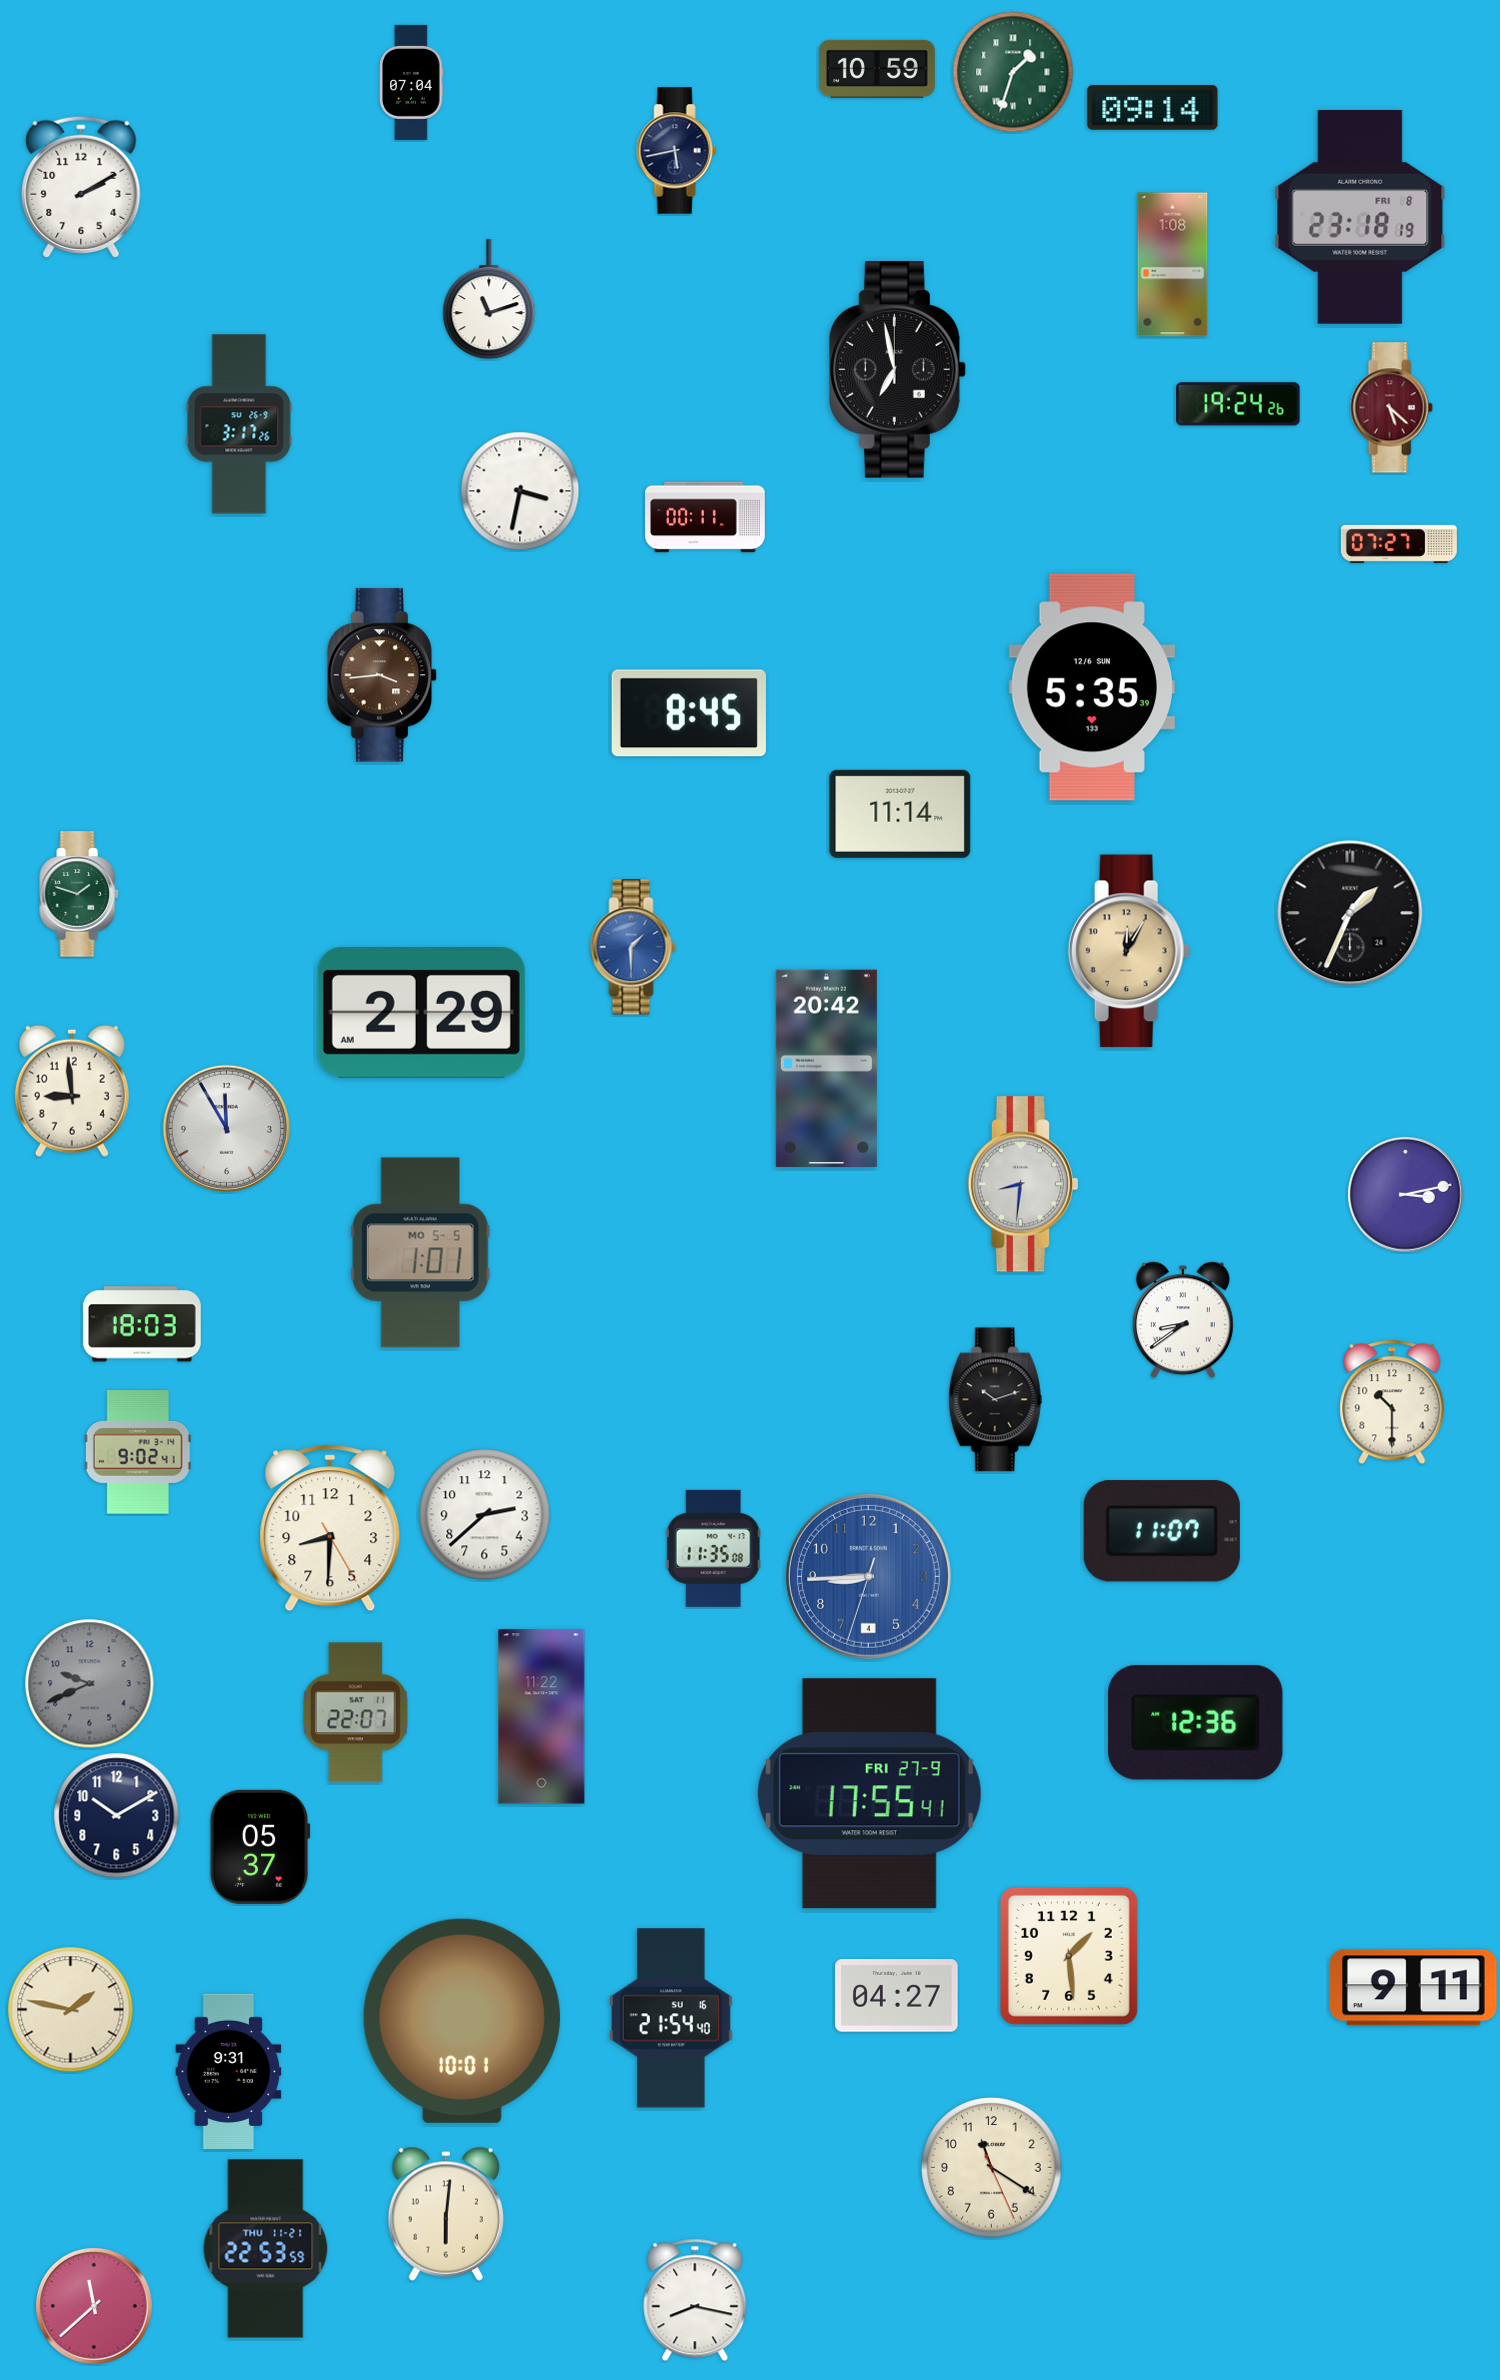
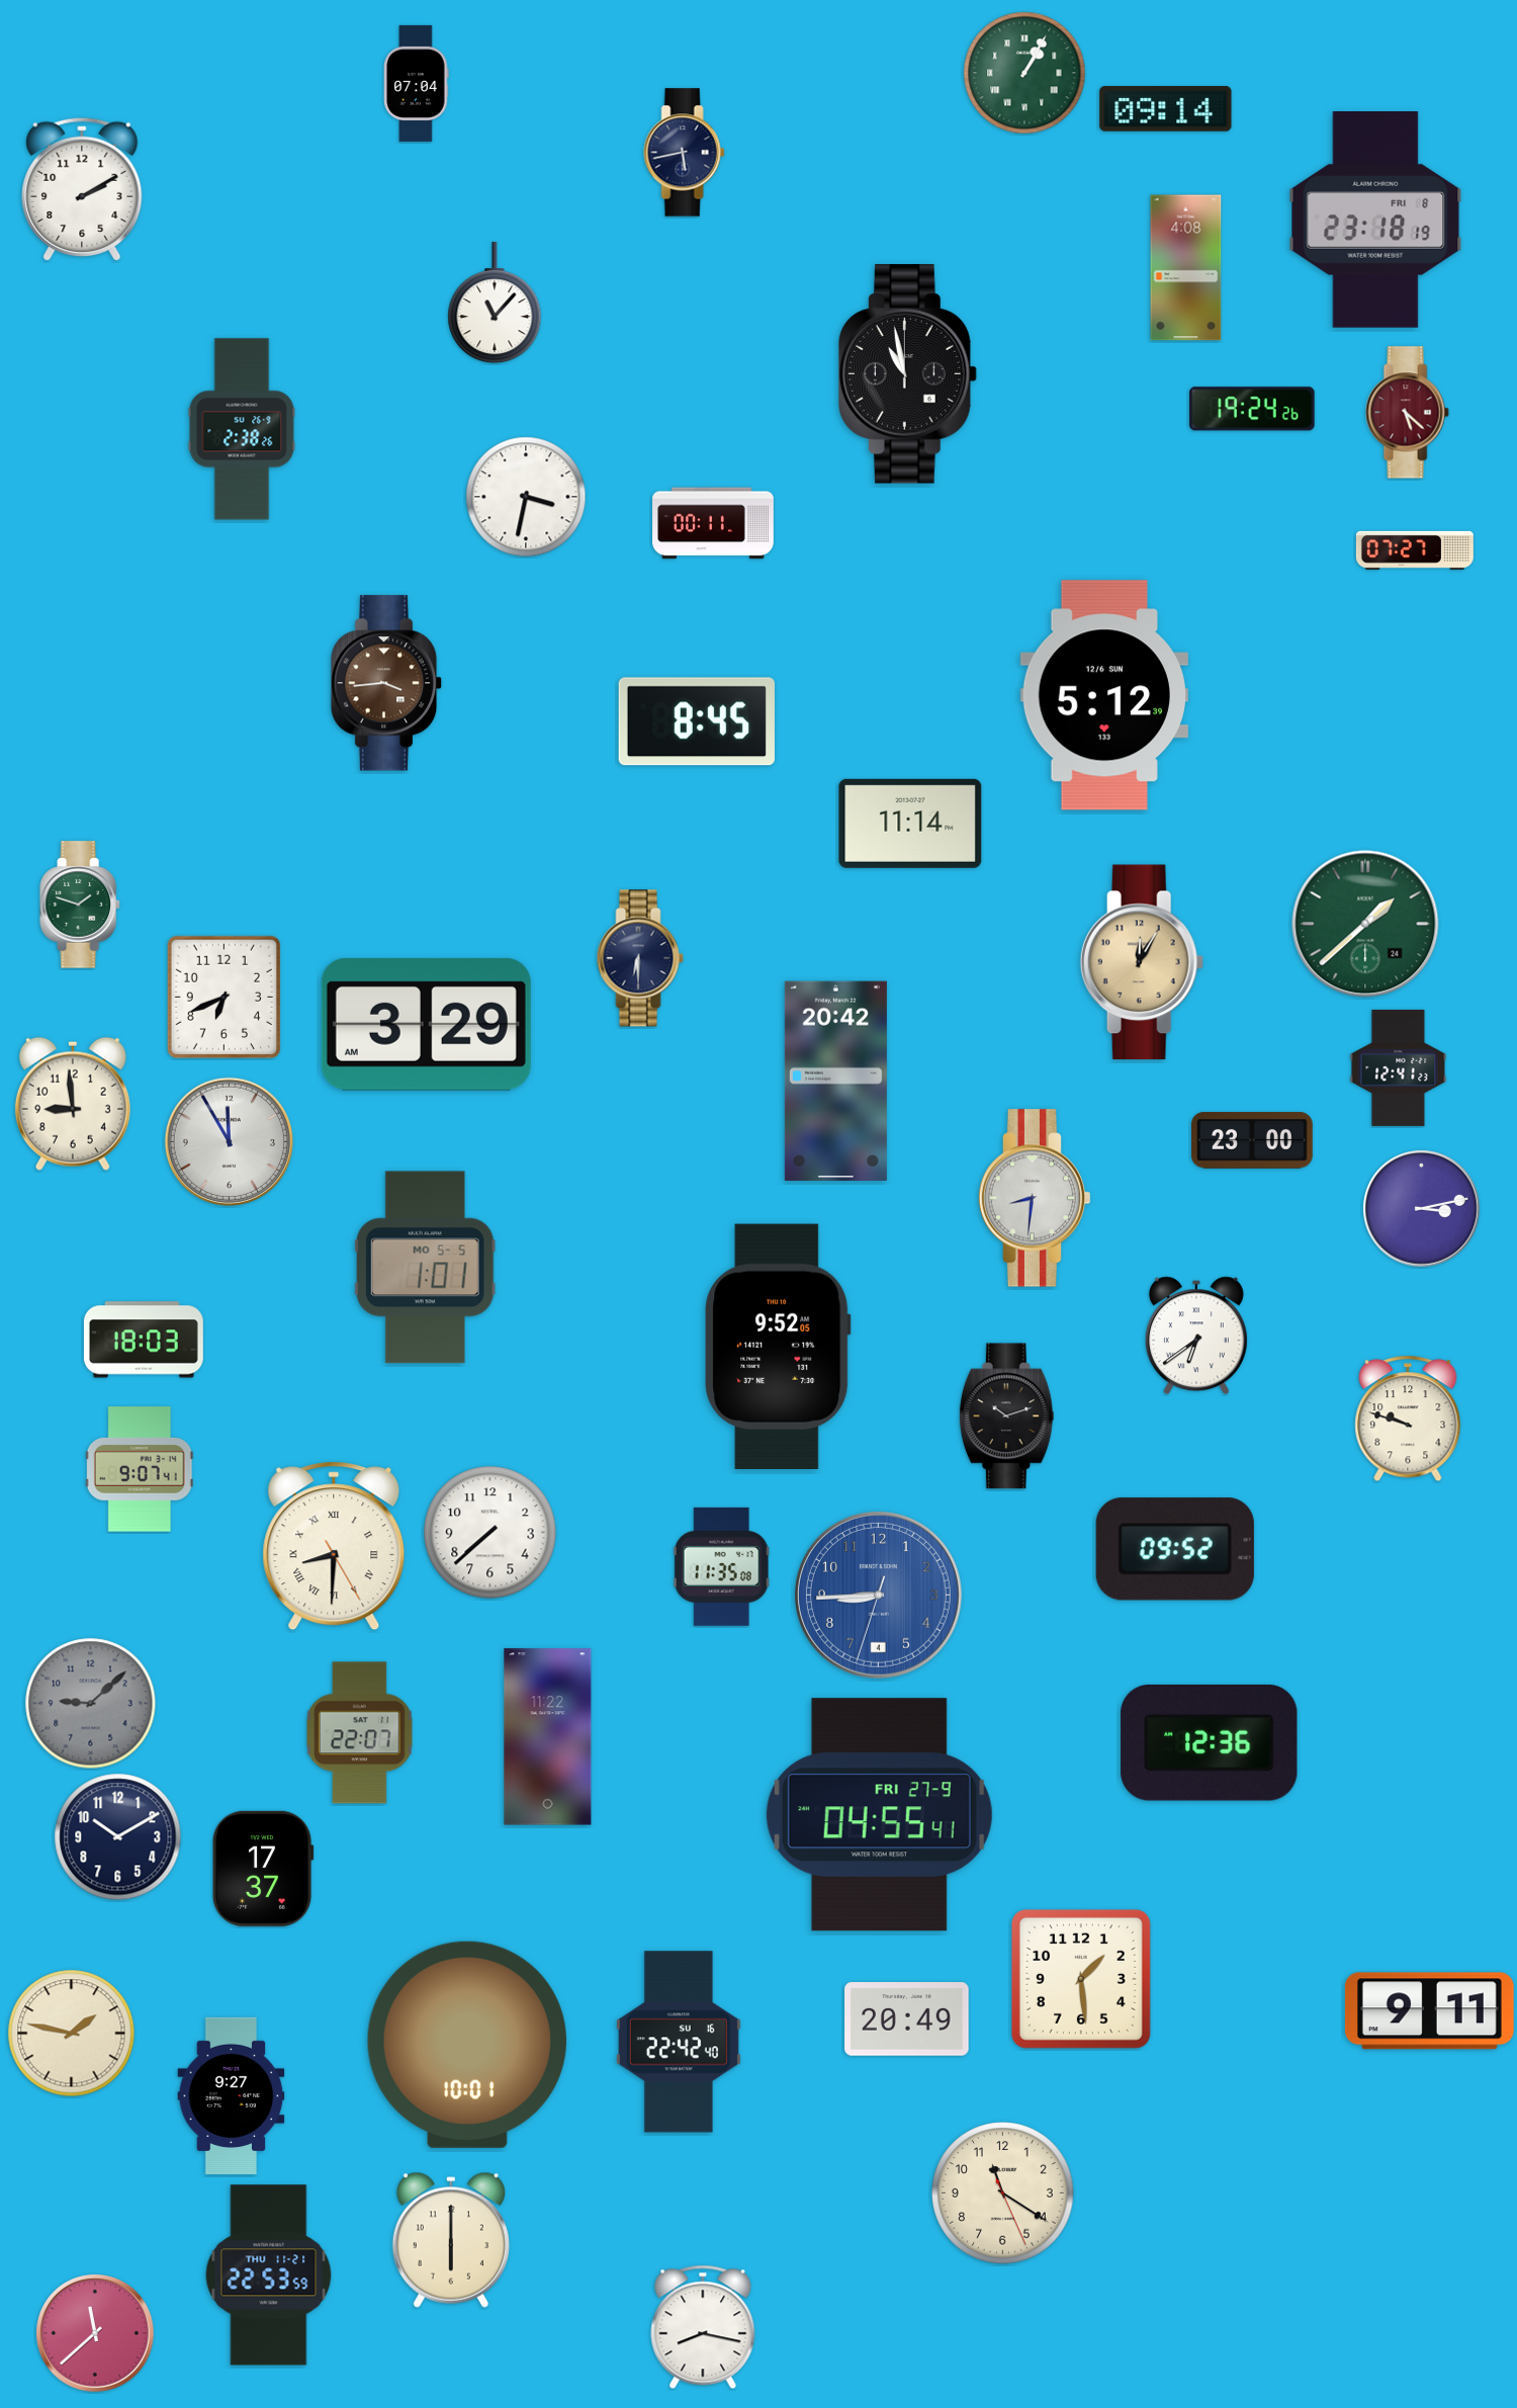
clock at (877, 69): 10:59 -> none
clock at (1013, 72): 1:33 -> 1:05
clock at (1173, 265): 1:08 -> 4:08
clock at (489, 300): 11:12 -> 11:07
clock at (897, 370): 6:58 -> 10:58
clock at (239, 424): 3:17 -> 2:38
clock at (1092, 687): 5:35 -> 5:12
clock at (1350, 913): 1:34 -> 1:38
clock at (1350, 913) dial: black -> green
clock at (633, 947): 1:30 -> 6:30
clock at (633, 947) dial: blue -> navy
clock at (224, 997): none -> 6:41
clock at (421, 1013): 2:29 -> 3:29
clock at (1399, 1067): none -> 12:41
clock at (1253, 1140): none -> 23:00
clock at (1183, 1320): 8:39 -> 6:39
clock at (778, 1347): none -> 9:52
clock at (1392, 1402): 10:30 -> 9:48
clock at (138, 1452): 9:02 -> 9:07
clock at (485, 1515): 2:38 -> 7:38
clock at (330, 1528) numerals: Arabic -> Roman
clock at (1162, 1531): 11:07 -> 09:52
clock at (90, 1684): 9:41 -> 9:08
clock at (869, 1794): 17:55 -> 04:55
clock at (260, 1847): 05:37 -> 17:37
clock at (897, 1996): 04:27 -> 20:49
clock at (671, 2018): 21:54 -> 22:42
clock at (229, 2071): 9:31 -> 9:27
clock at (446, 2214): 6:01 -> 6:00
